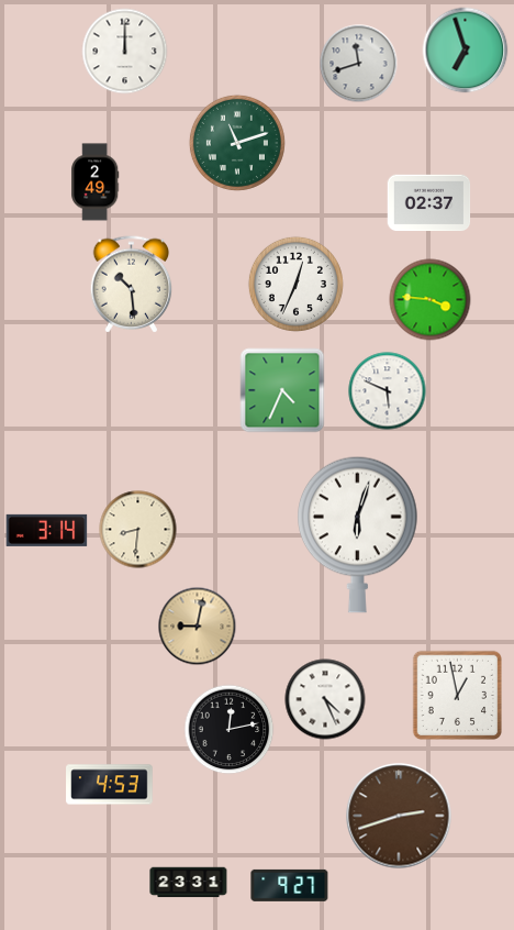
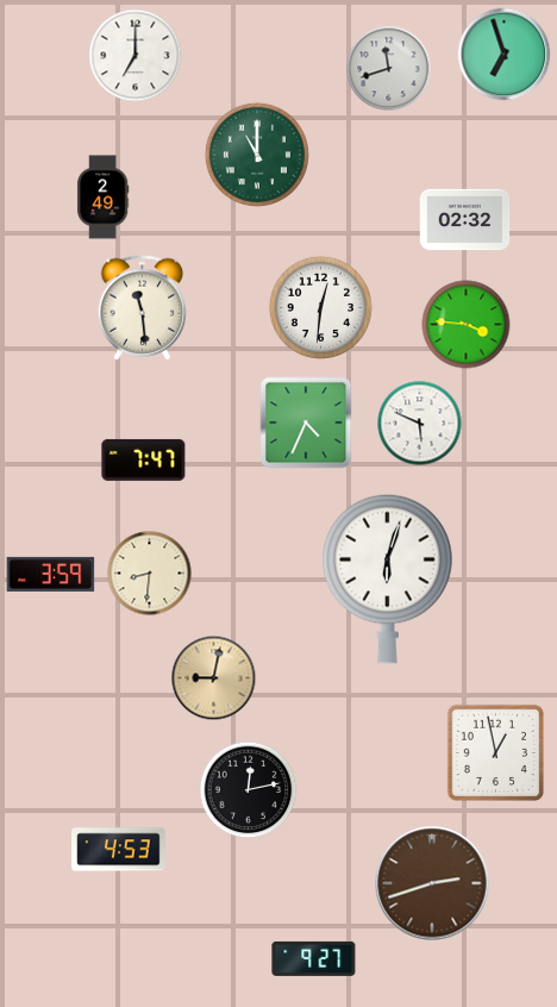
clock at (125, 52): 12:00 -> 7:00
clock at (237, 143): 11:12 -> 11:00
clock at (429, 203): 02:37 -> 02:32
clock at (295, 284): 12:34 -> 12:31
clock at (132, 285): 10:29 -> 11:29
clock at (144, 459): none -> 7:47
clock at (47, 530): 3:14 -> 3:59
clock at (325, 699): 4:26 -> none
clock at (189, 883): 23:31 -> none
